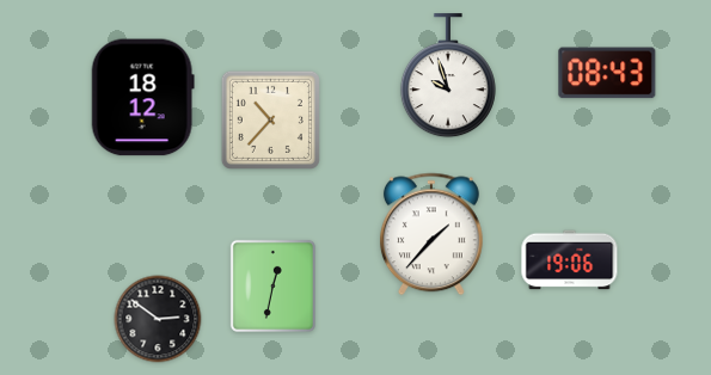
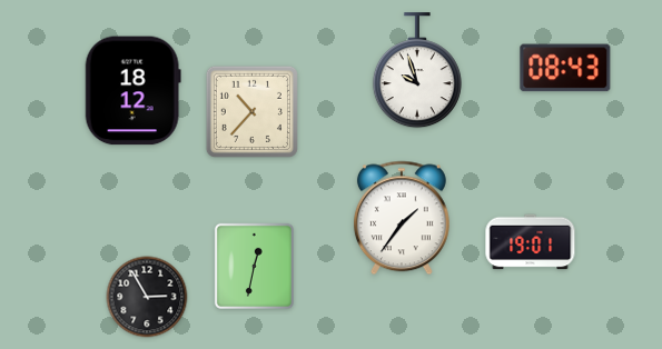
clock at (431, 234): 1:37 -> 1:36
clock at (570, 260): 19:06 -> 19:01
clock at (158, 319): 2:51 -> 2:55
